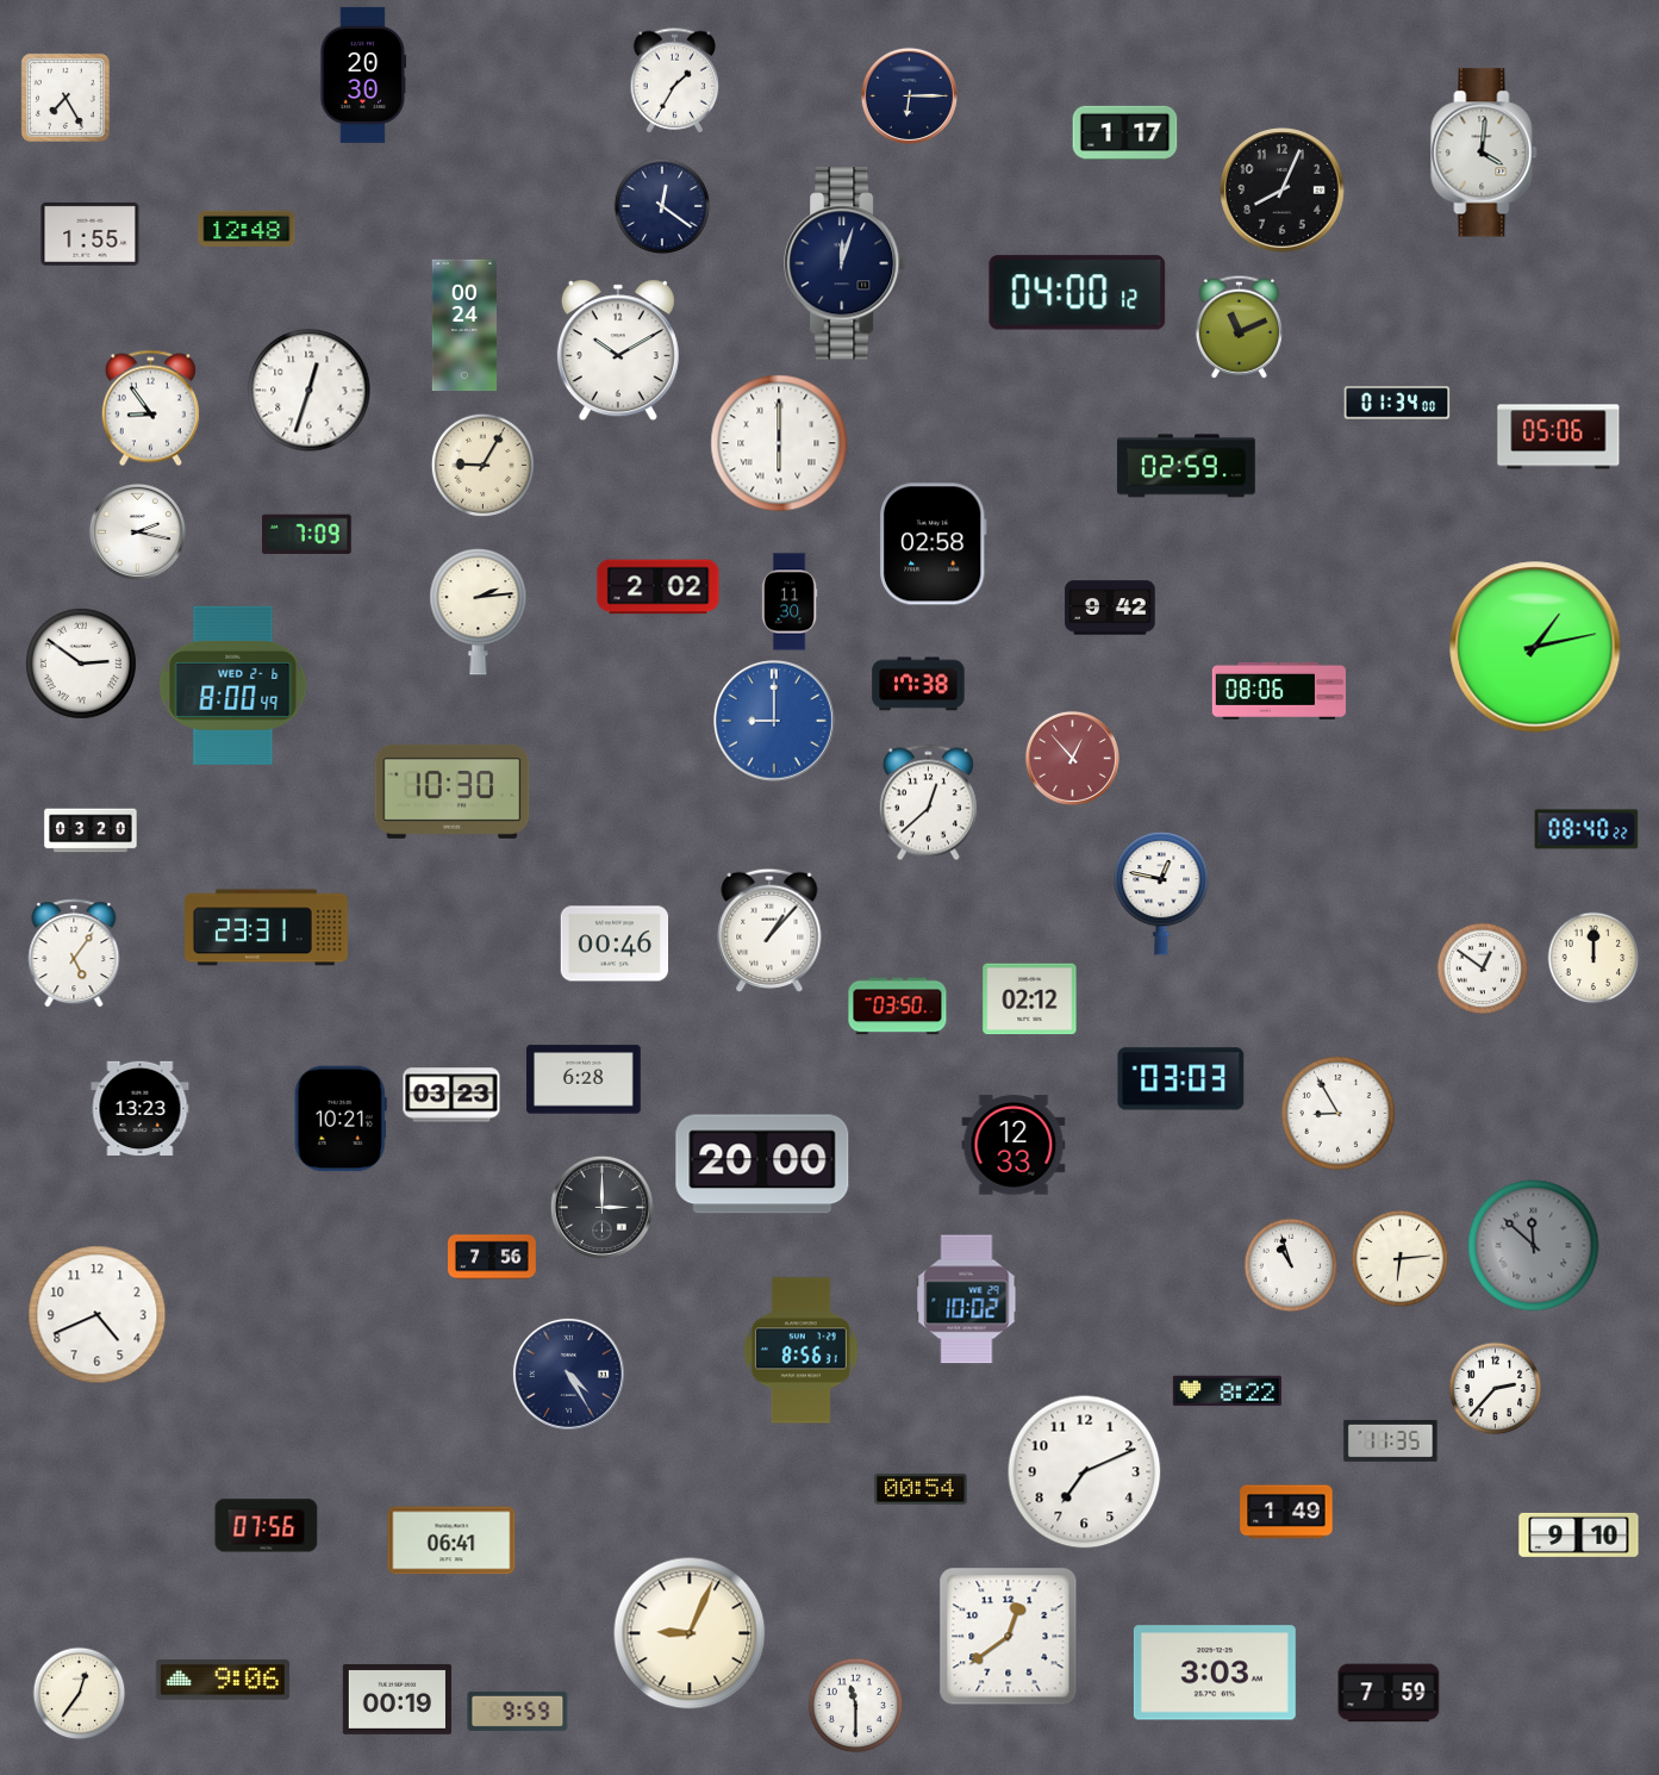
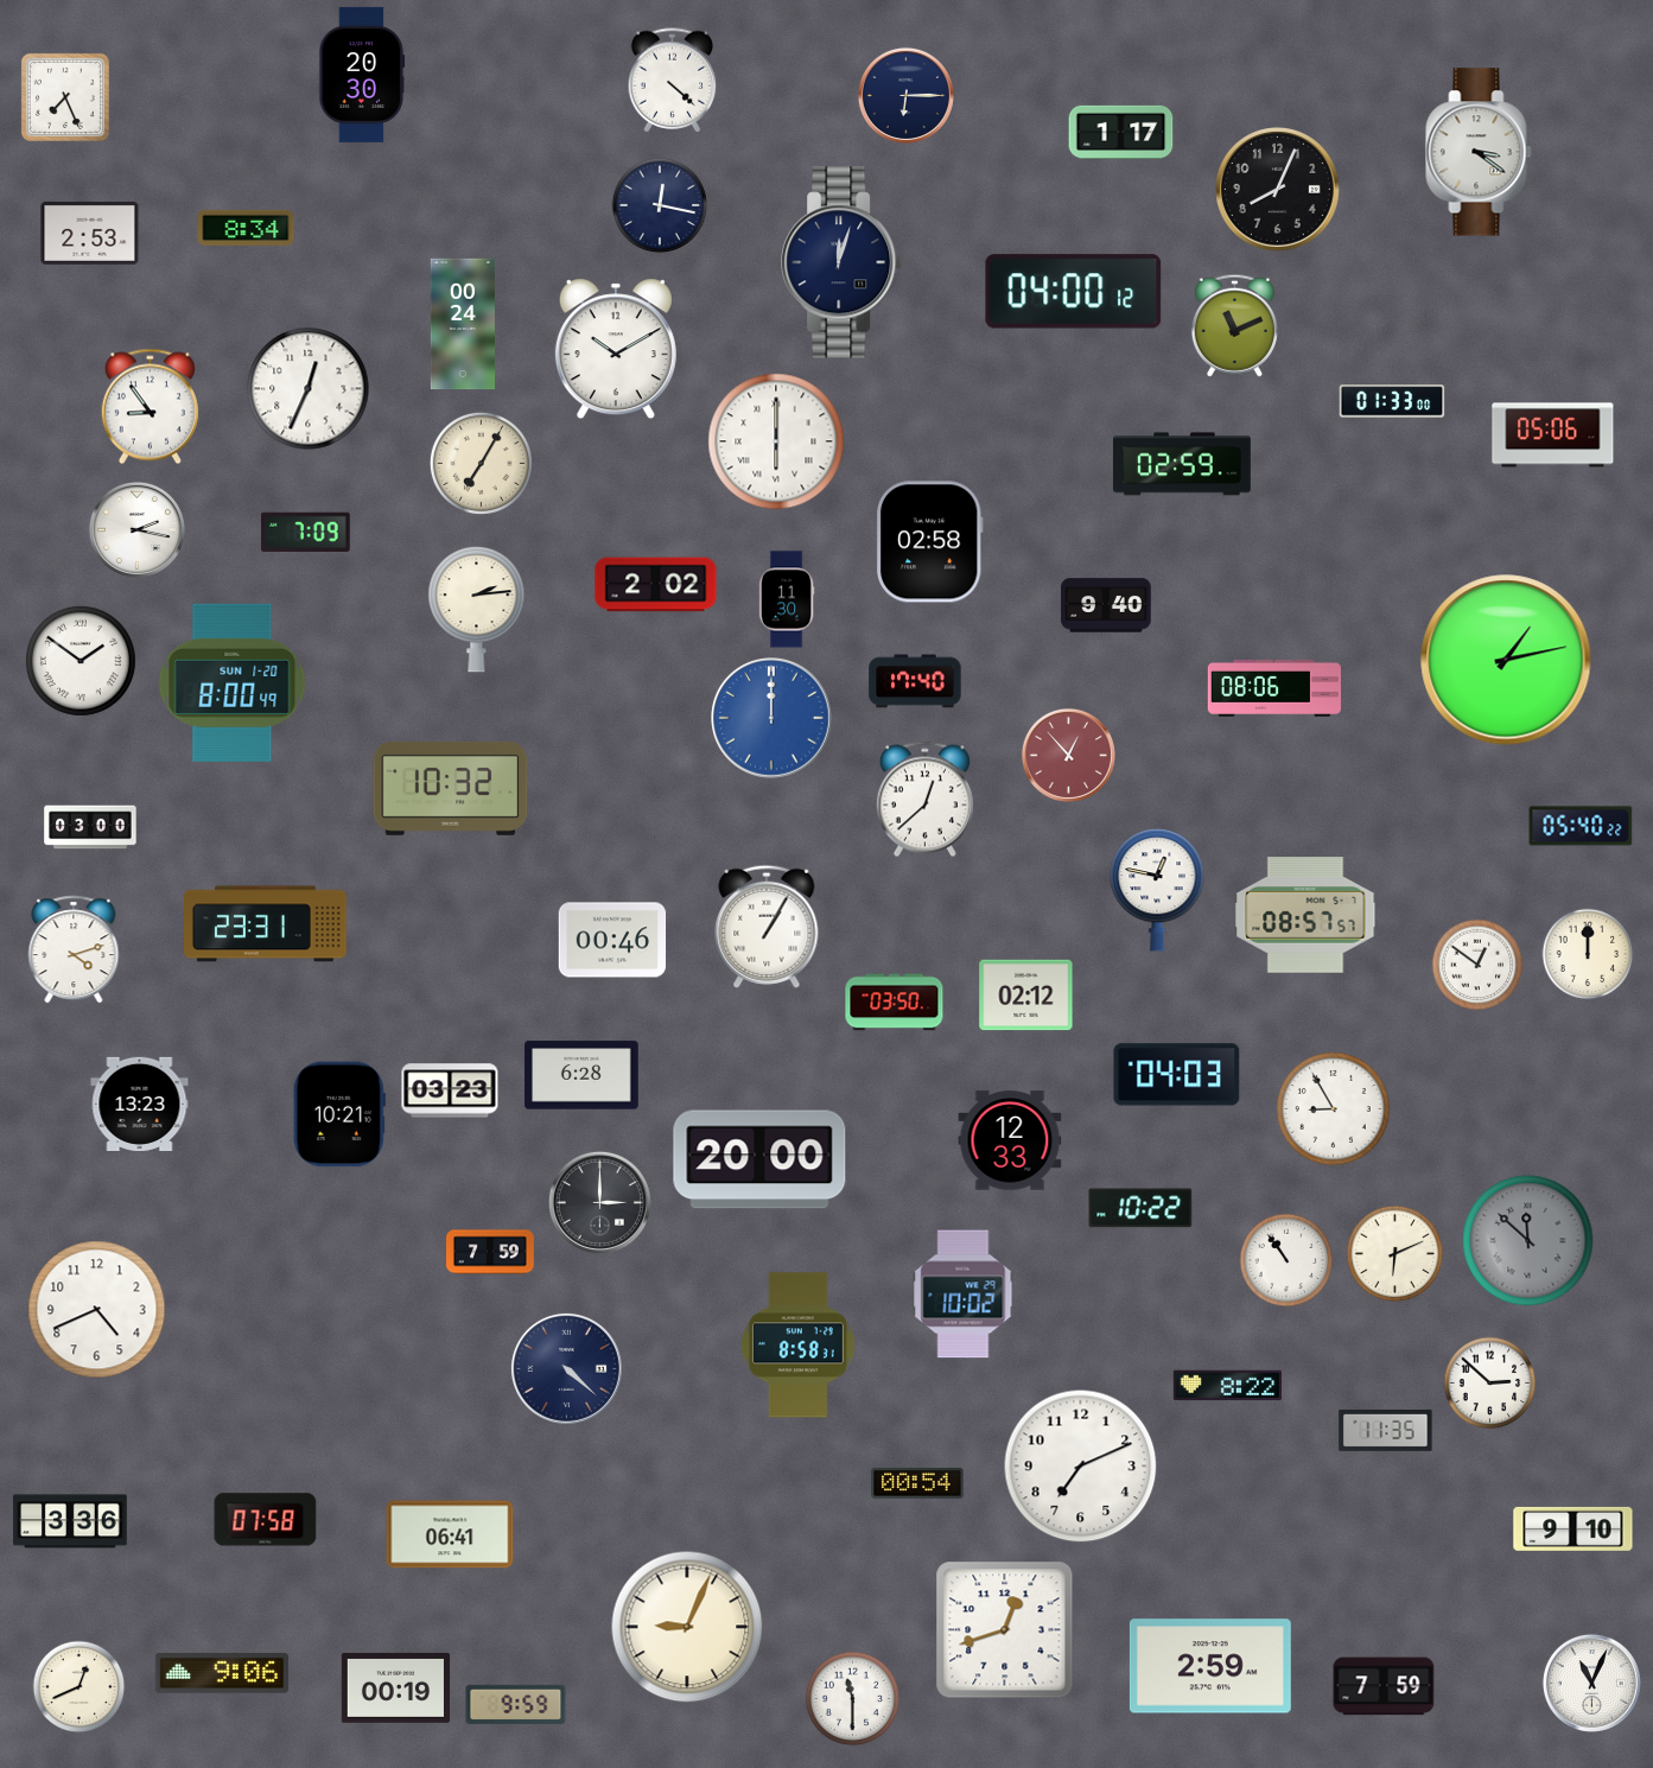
clock at (675, 81): 1:35 -> 4:22
clock at (66, 98): 7:25 -> 7:26
clock at (1484, 152): 4:01 -> 3:21
clock at (662, 206): 12:21 -> 12:17
clock at (247, 229): 12:48 -> 8:34
clock at (91, 233): 1:55 -> 2:53
clock at (310, 391): 12:33 -> 12:34
clock at (1397, 403): 01:34 -> 01:33
clock at (482, 465): 9:05 -> 7:05
clock at (1110, 608): 9:42 -> 9:40
clock at (1535, 647) position: (1535, 647) -> (1506, 660)
clock at (82, 665): 2:51 -> 1:51
clock at (918, 684): 17:38 -> 17:40
clock at (233, 685) date: WED 2-6 -> SUN 1-20
clock at (775, 722): 9:00 -> 12:00
clock at (453, 791): 10:30 -> 10:32
clock at (1586, 829): 08:40 -> 05:40
clock at (91, 830): 03:20 -> 03:00
clock at (1305, 915): none -> 08:57
clock at (769, 930): 1:07 -> 1:05
clock at (74, 953): 5:06 -> 4:12
clock at (1181, 1079): 03:03 -> 04:03
clock at (1140, 1208): none -> 10:22
clock at (493, 1257): 7:56 -> 7:59
clock at (1401, 1259): 6:14 -> 6:11
clock at (1291, 1265): 10:57 -> 10:54
clock at (800, 1351): 8:56 -> 8:58
clock at (568, 1374): 4:25 -> 4:22
clock at (1496, 1389): 2:37 -> 2:52
clock at (1227, 1391) position: (1227, 1391) -> (1227, 1386)
clock at (1391, 1440) position: (1391, 1440) -> (1386, 1430)
clock at (1286, 1512): 1:49 -> none
clock at (267, 1526): 07:56 -> 07:58
clock at (70, 1521): none -> 3:36
clock at (1009, 1637): 12:39 -> 12:42
clock at (1215, 1673): 3:03 -> 2:59
clock at (1591, 1683): none -> 11:04
clock at (80, 1694): 12:36 -> 12:41
clock at (397, 1699) position: (397, 1699) -> (395, 1687)
